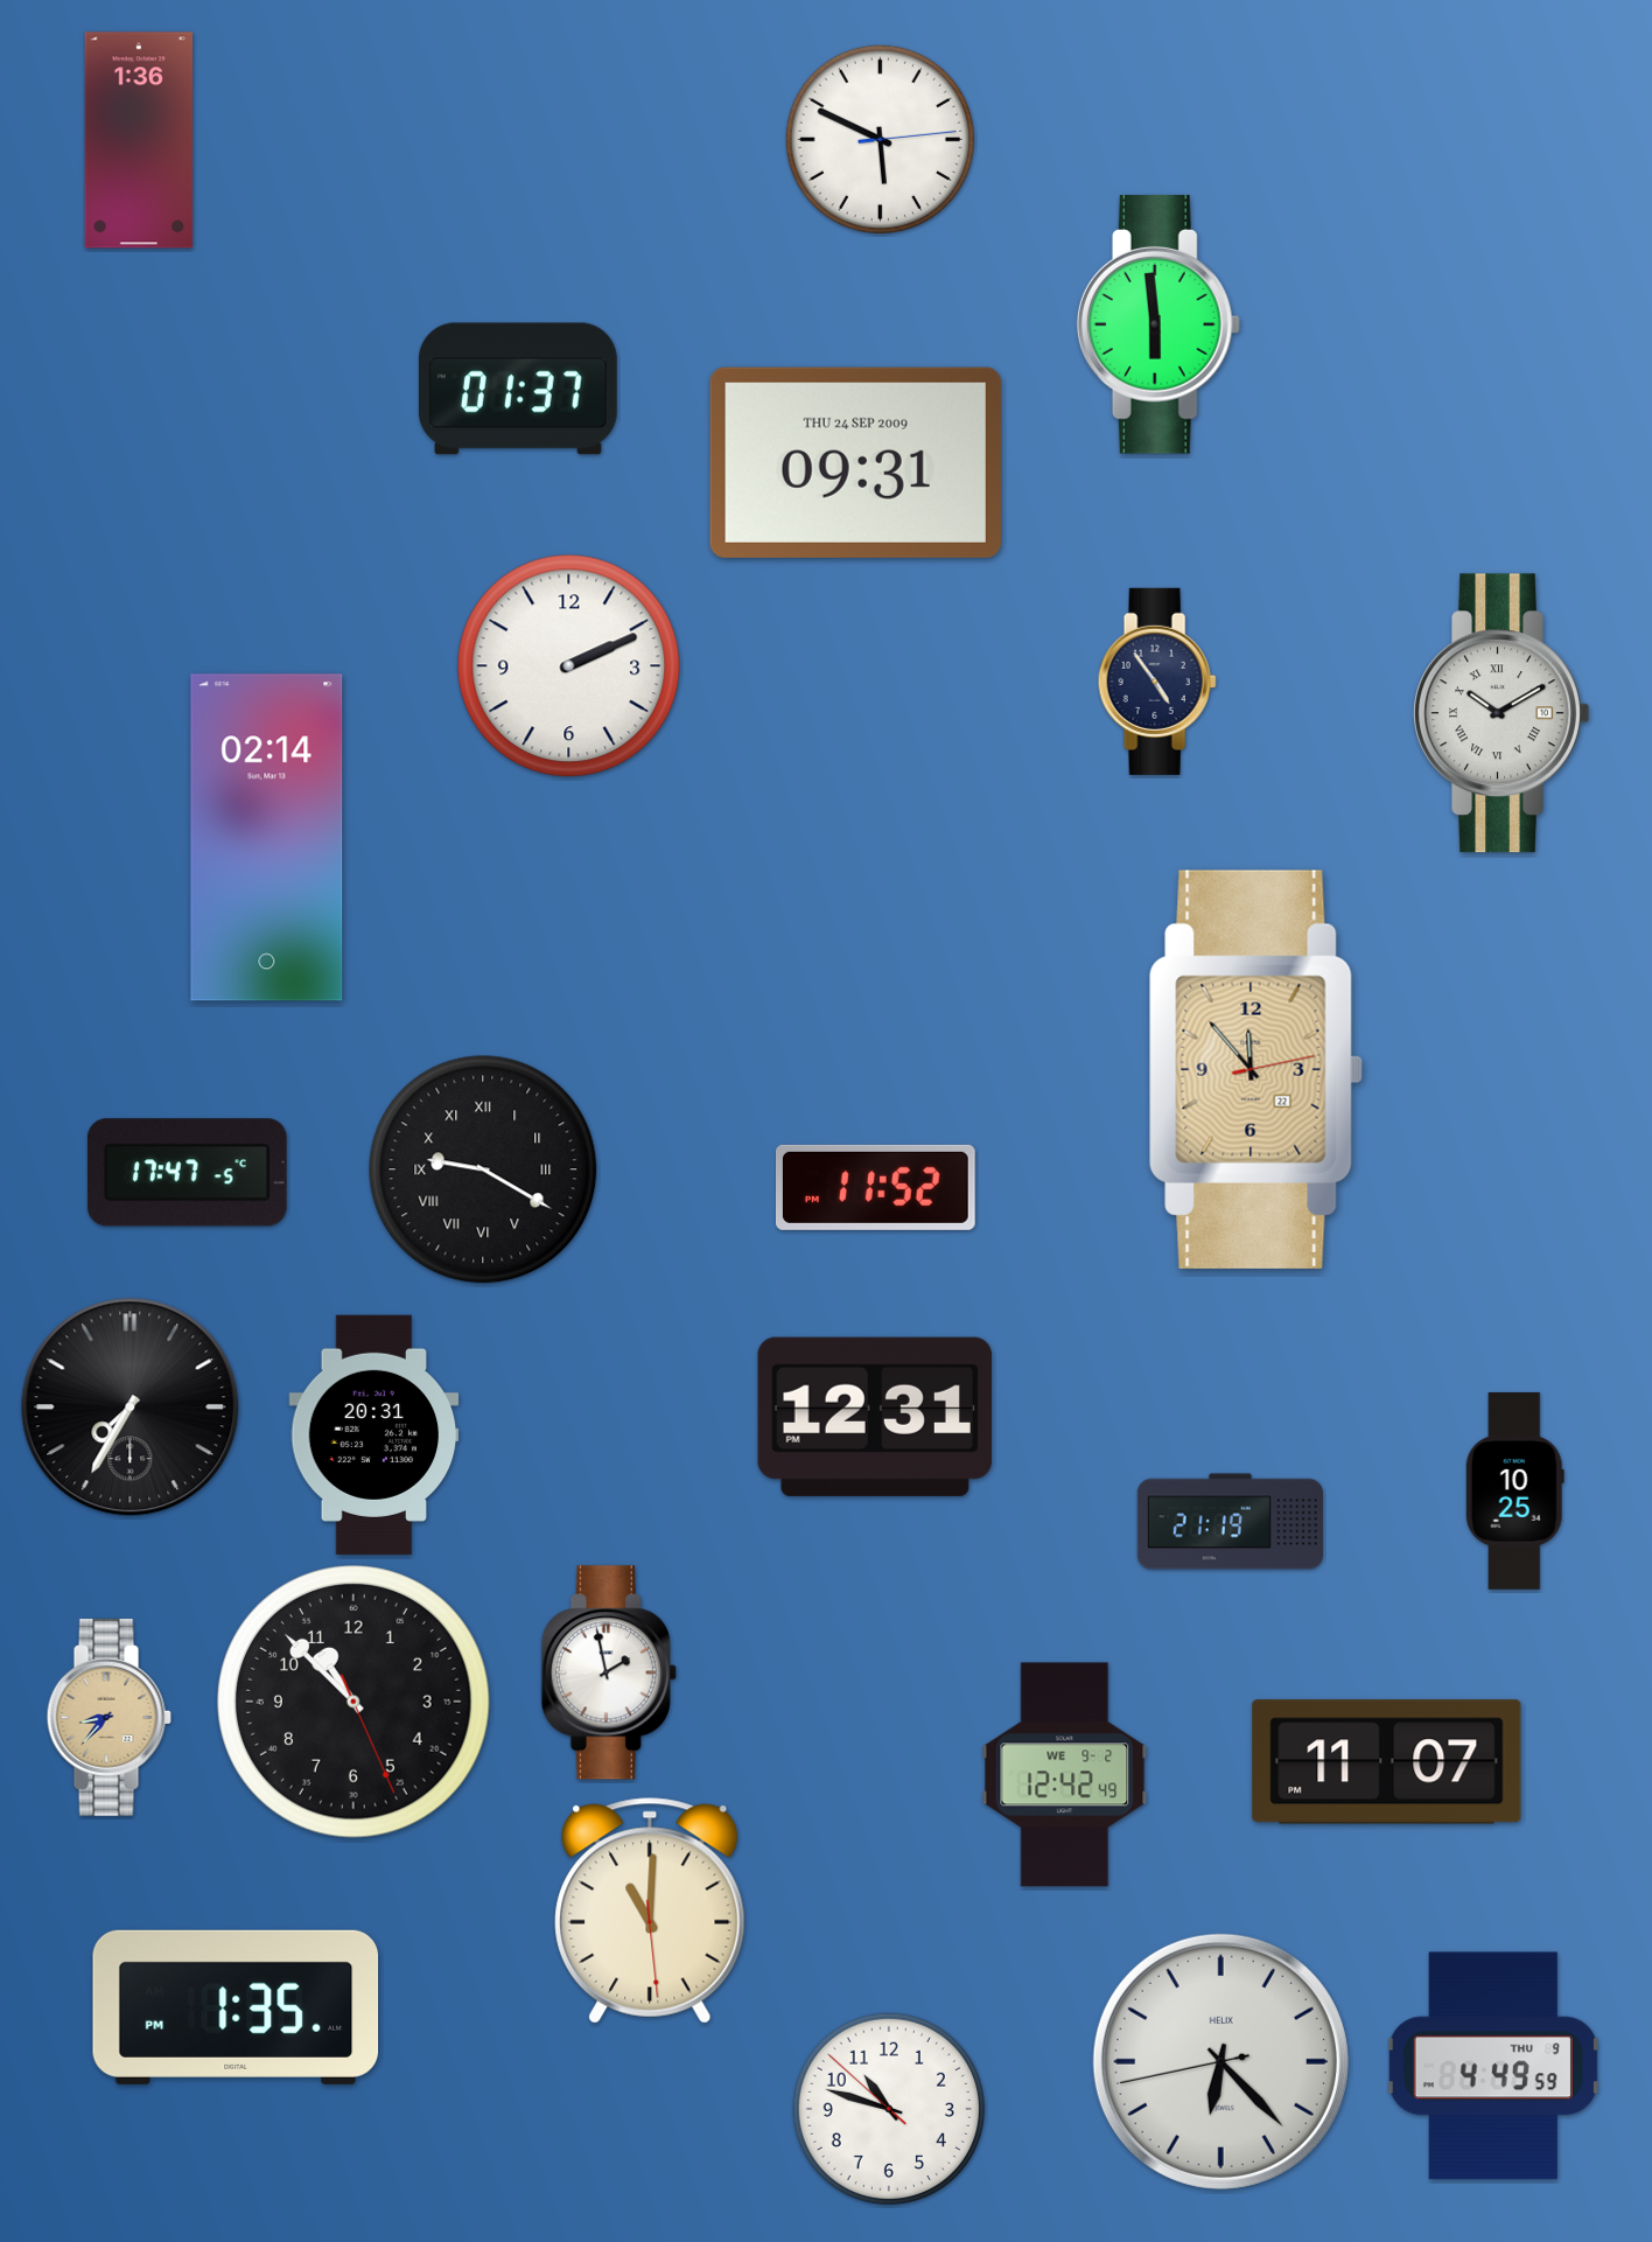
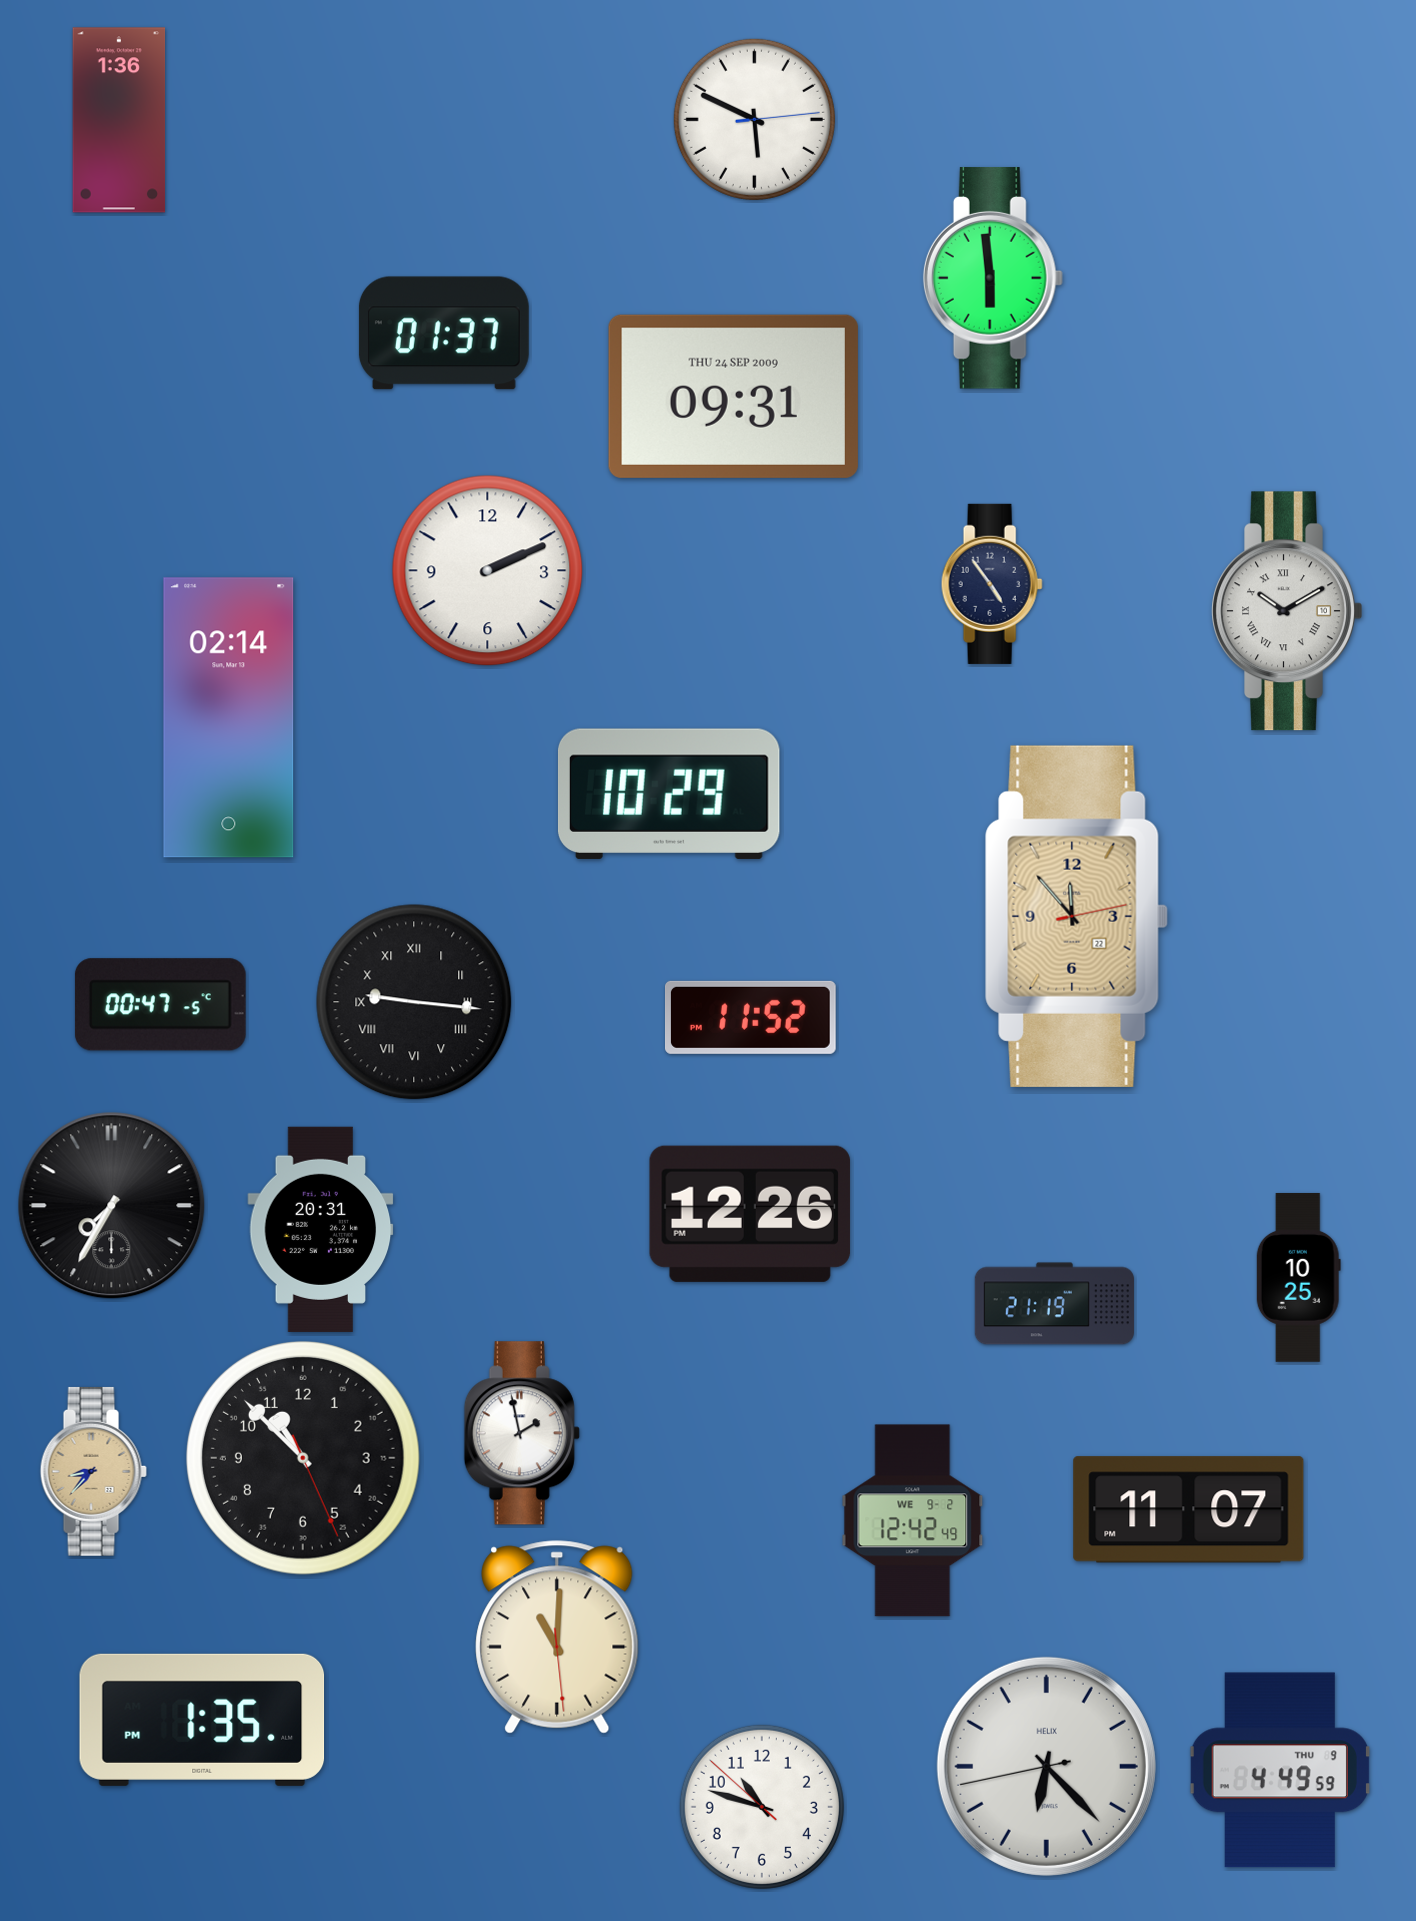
clock at (669, 794): none -> 10:29
clock at (483, 1169): 9:20 -> 9:16
clock at (187, 1173): 17:47 -> 00:47
clock at (875, 1417): 12:31 -> 12:26
